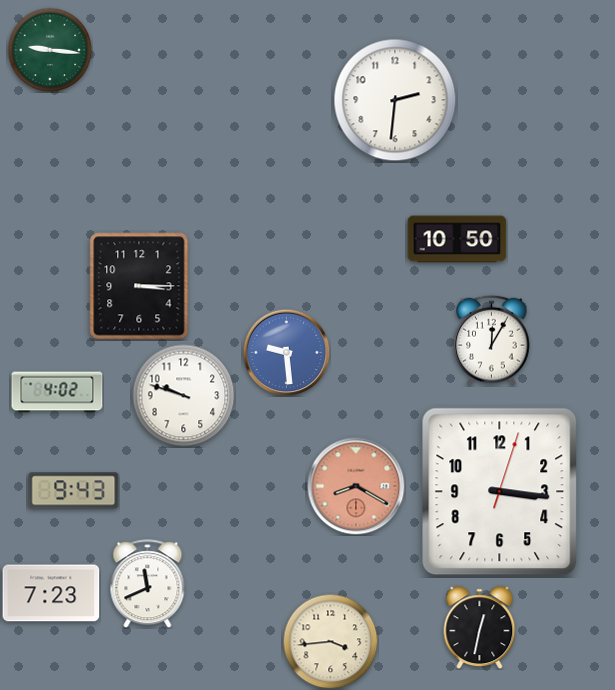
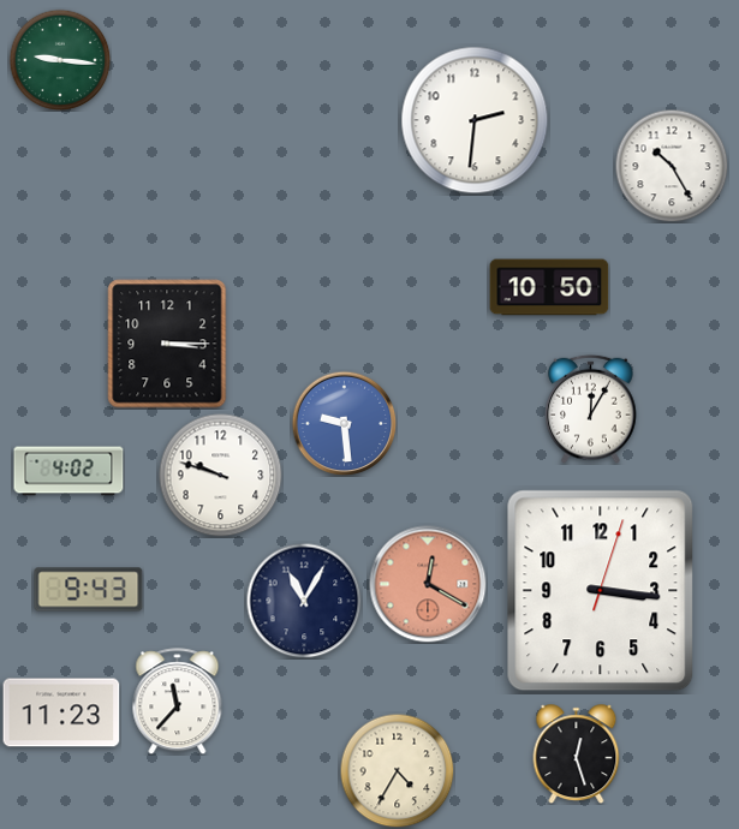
clock at (672, 166): none -> 10:25
clock at (356, 486): 8:20 -> 12:20
clock at (304, 601): none -> 11:05
clock at (148, 584): 11:41 -> 11:37
clock at (51, 593): 7:23 -> 11:23
clock at (480, 627): 12:32 -> 12:27
clock at (330, 641): 3:44 -> 4:35
